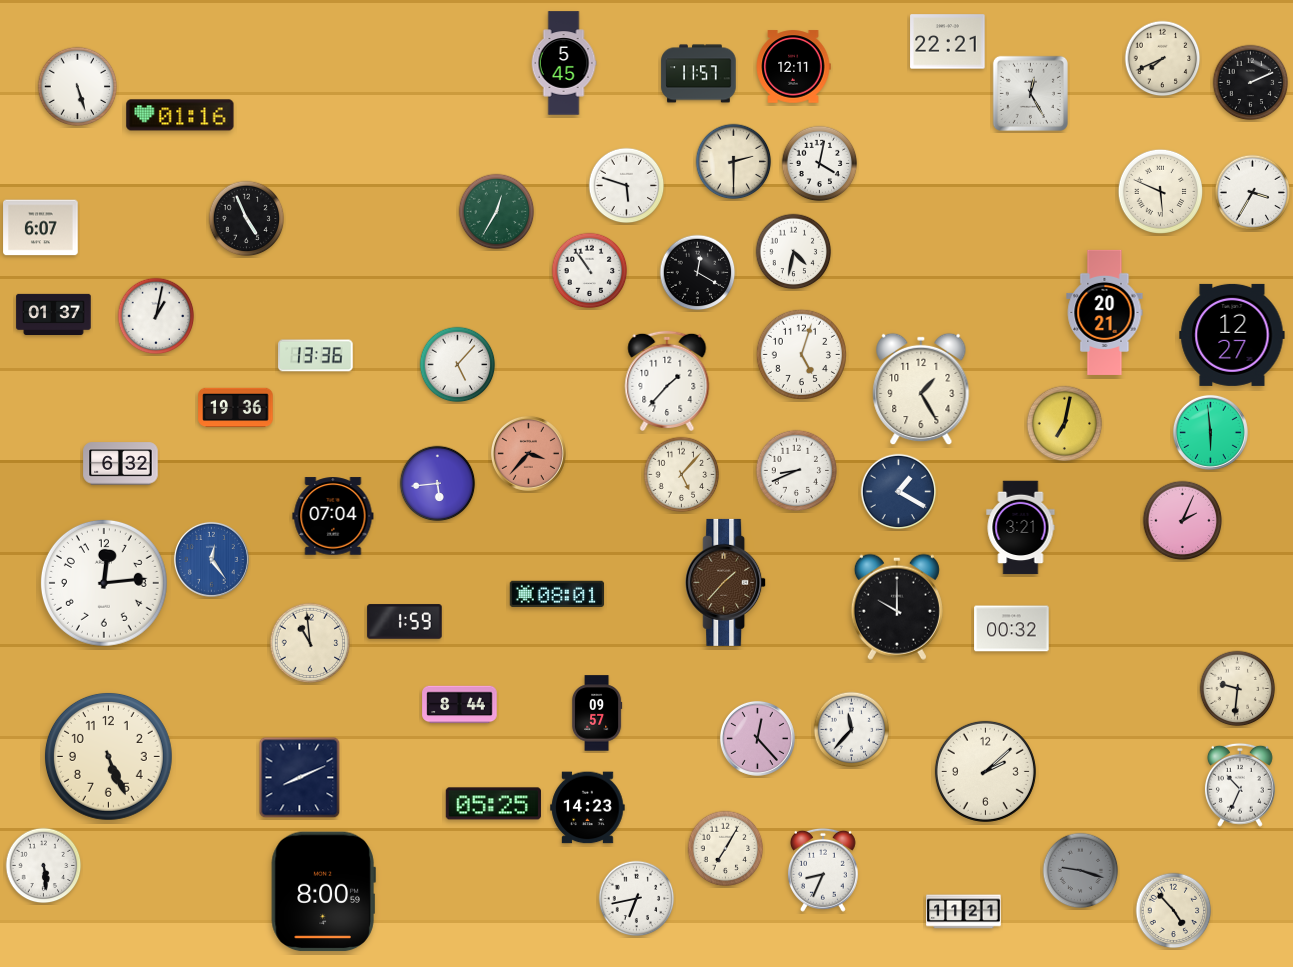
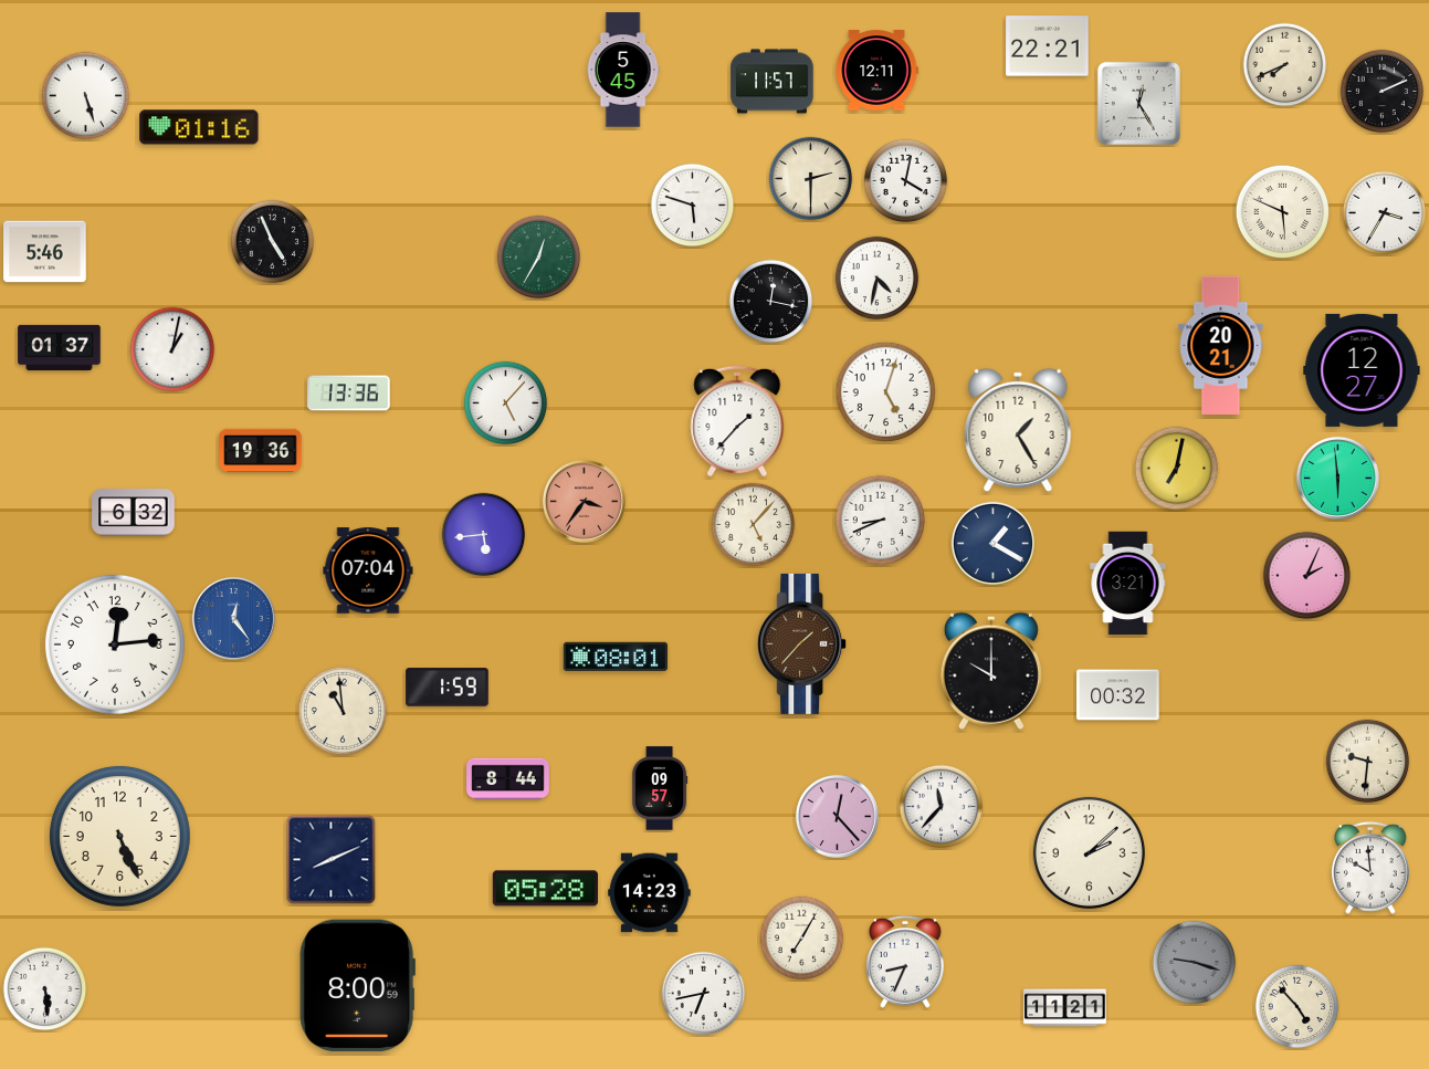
clock at (793, 67) position: (793, 67) -> (876, 71)
clock at (497, 212) position: (497, 212) -> (539, 258)
clock at (41, 228): 6:07 -> 5:46
clock at (590, 271): 10:54 -> none
clock at (698, 273): 12:20 -> 12:17
clock at (528, 453): 3:37 -> 3:36
clock at (1240, 785): 10:34 -> 9:59
clock at (493, 804): 05:25 -> 05:28
clock at (44, 866) position: (44, 866) -> (45, 989)
clock at (823, 870) position: (823, 870) -> (905, 962)
